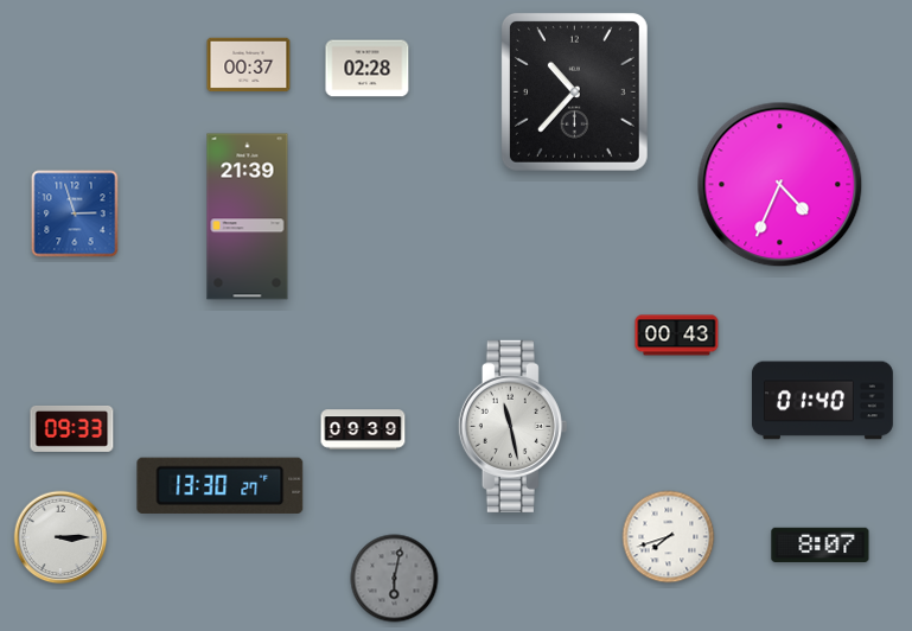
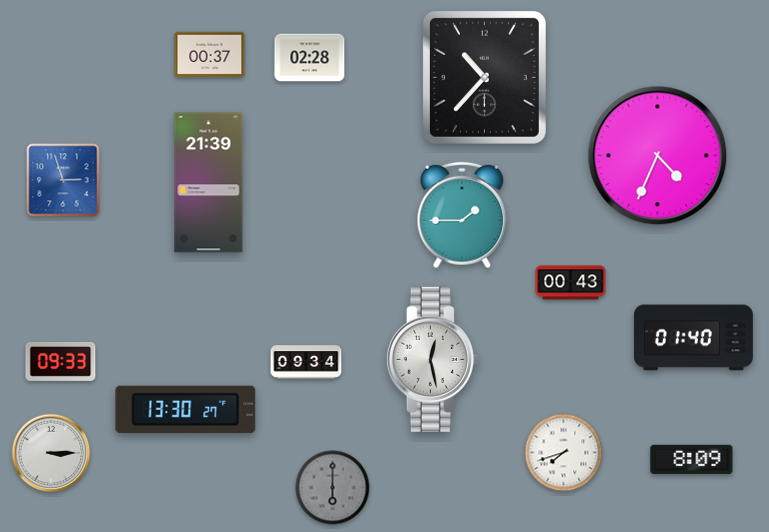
clock at (462, 215): none -> 1:45
clock at (512, 426): 11:28 -> 12:28
clock at (363, 429): 09:39 -> 09:34
clock at (821, 544): 8:07 -> 8:09
clock at (395, 579): 6:02 -> 6:00
